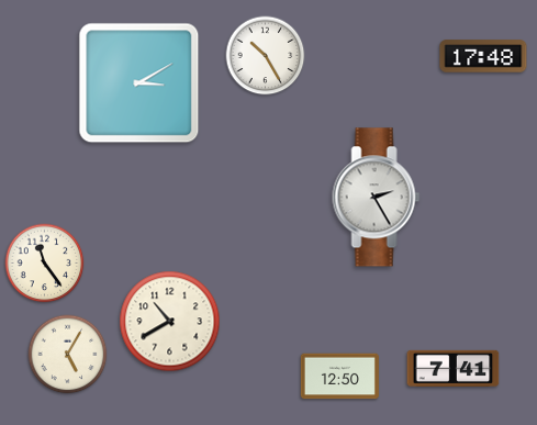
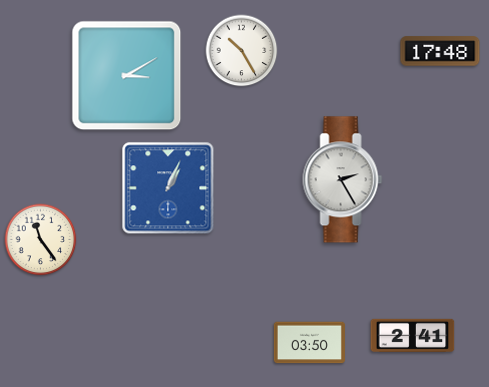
clock at (168, 188): none -> 1:04
clock at (170, 322): 10:40 -> none
clock at (68, 355): 5:05 -> none
clock at (454, 368): 7:41 -> 2:41
clock at (339, 377): 12:50 -> 03:50
